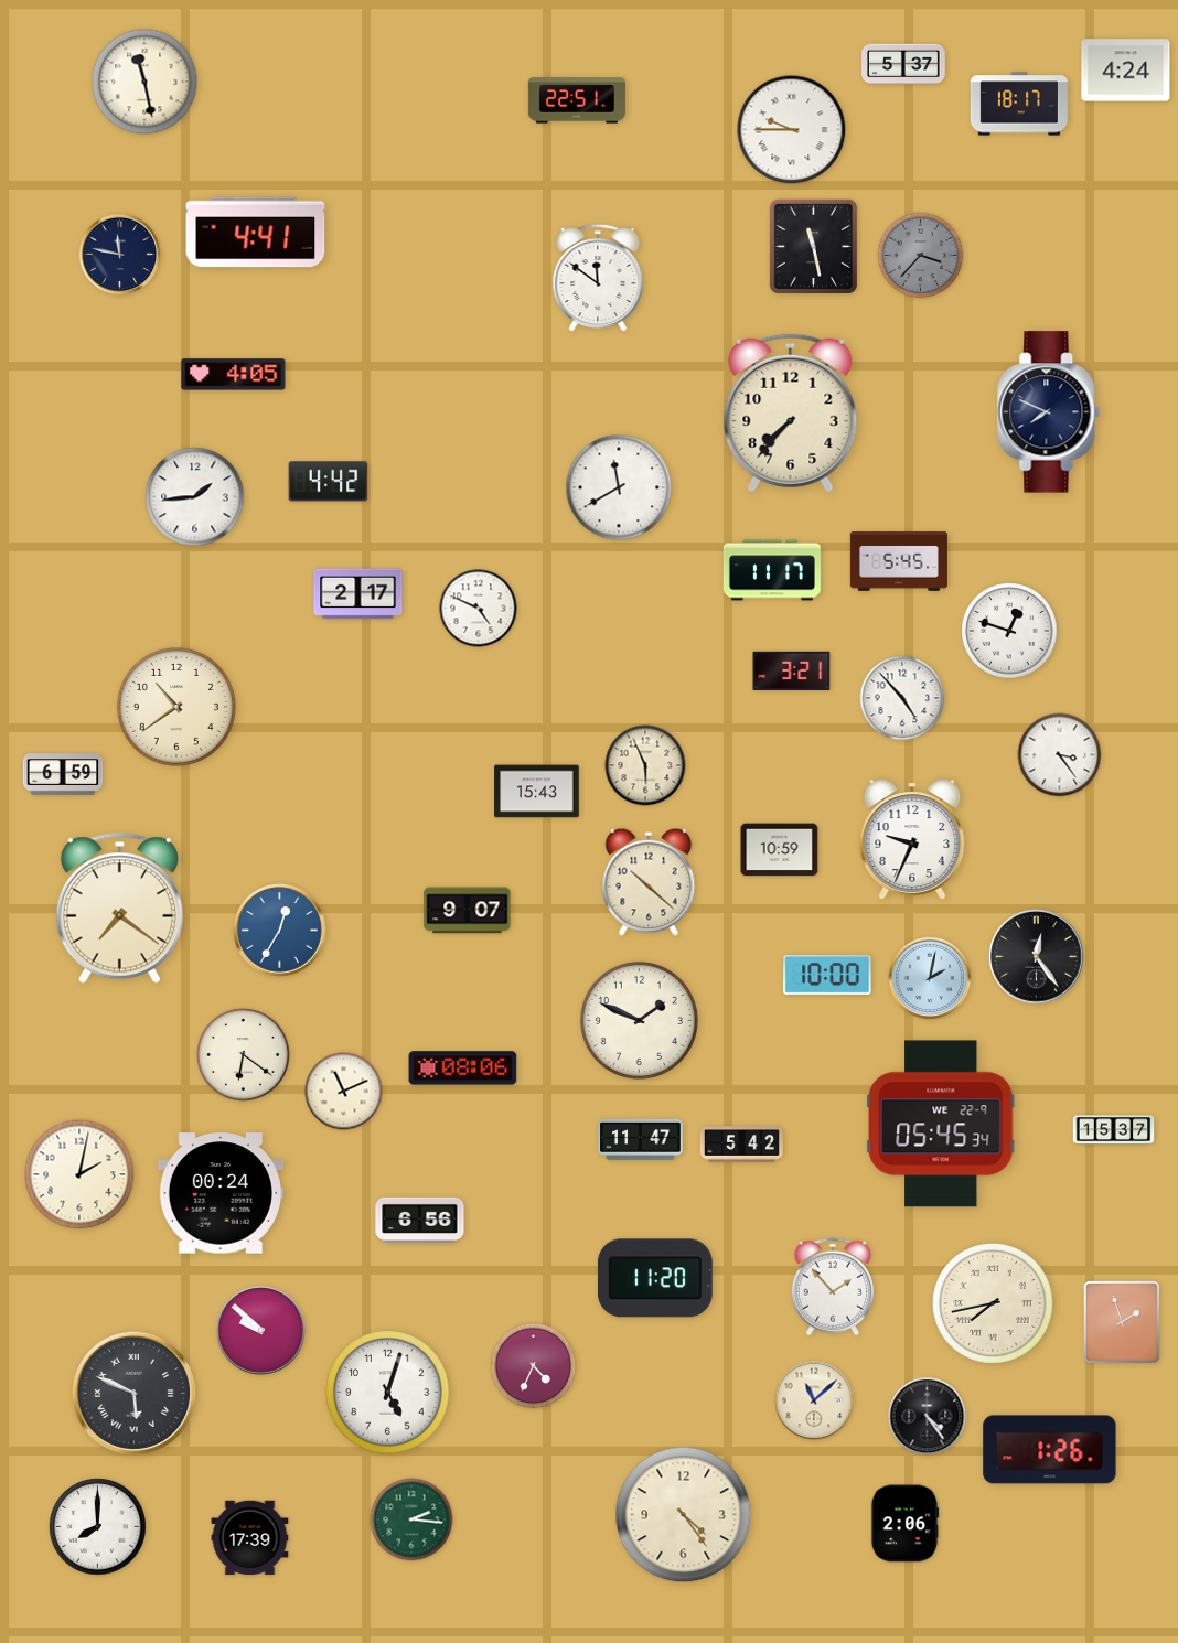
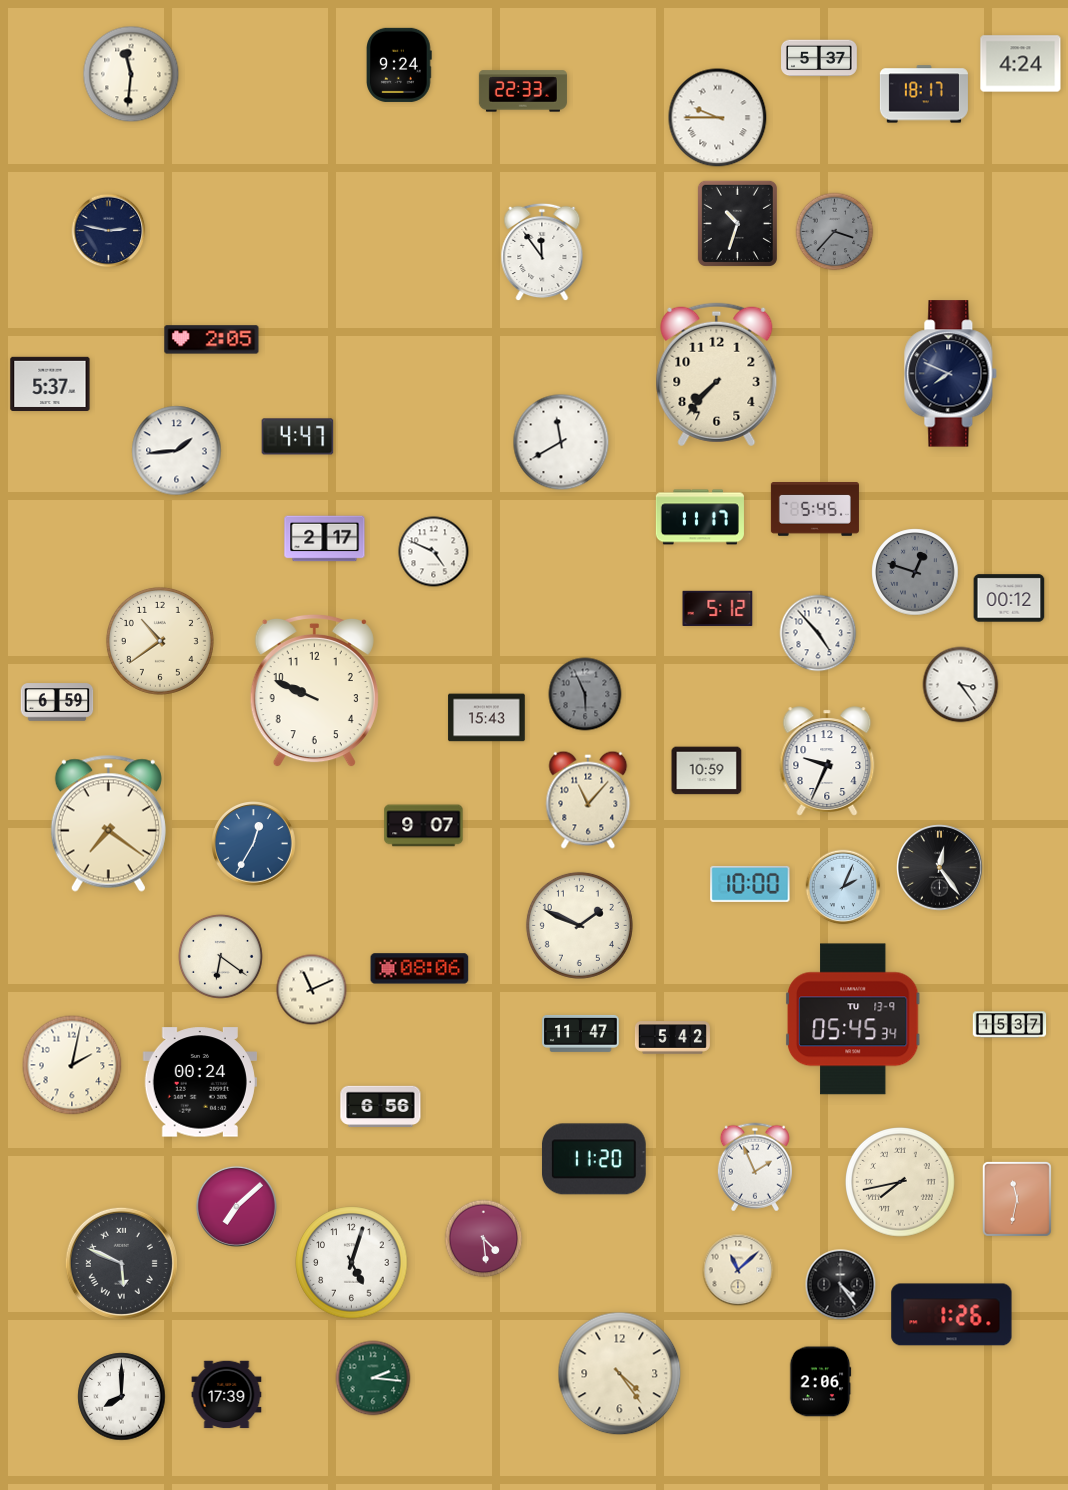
clock at (399, 65): none -> 9:24
clock at (144, 82): 11:28 -> 11:31
clock at (577, 100): 22:51 -> 22:33
clock at (256, 233): 4:41 -> none
clock at (813, 246): 11:28 -> 10:33
clock at (120, 255): 11:47 -> 2:47
clock at (598, 278): 11:51 -> 11:54
clock at (234, 375): 4:05 -> 2:05
clock at (50, 383): none -> 5:37
clock at (329, 482): 4:42 -> 4:47
clock at (1009, 631) dial: white -> grey
clock at (1009, 598): none -> 00:12
clock at (792, 670): 3:21 -> 5:12
clock at (314, 691): none -> 9:49
clock at (645, 765) dial: cream -> grey
clock at (649, 882): 10:22 -> 11:07
clock at (930, 978): 2:02 -> 2:04
clock at (941, 1124) date: WE 22-9 -> TU 13-9
clock at (833, 1287): 1:53 -> 1:56
clock at (1122, 1322): 1:57 -> 11:32
clock at (260, 1330): 9:52 -> 7:08
clock at (534, 1366): 4:34 -> 4:29
clock at (98, 1527) position: (98, 1527) -> (122, 1397)
